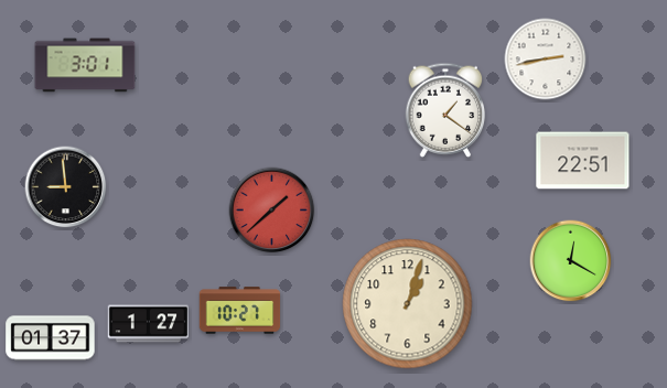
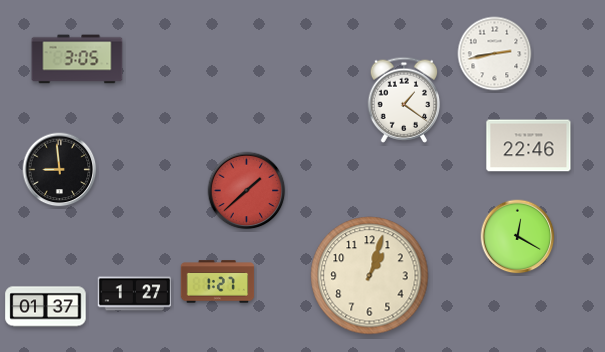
clock at (85, 65): 3:01 -> 3:05
clock at (583, 161): 22:51 -> 22:46
clock at (240, 311): 10:27 -> 1:27
